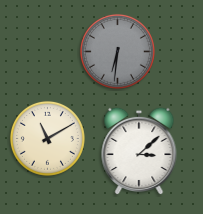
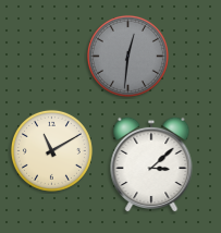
clock at (117, 51): 6:31 -> 12:31
